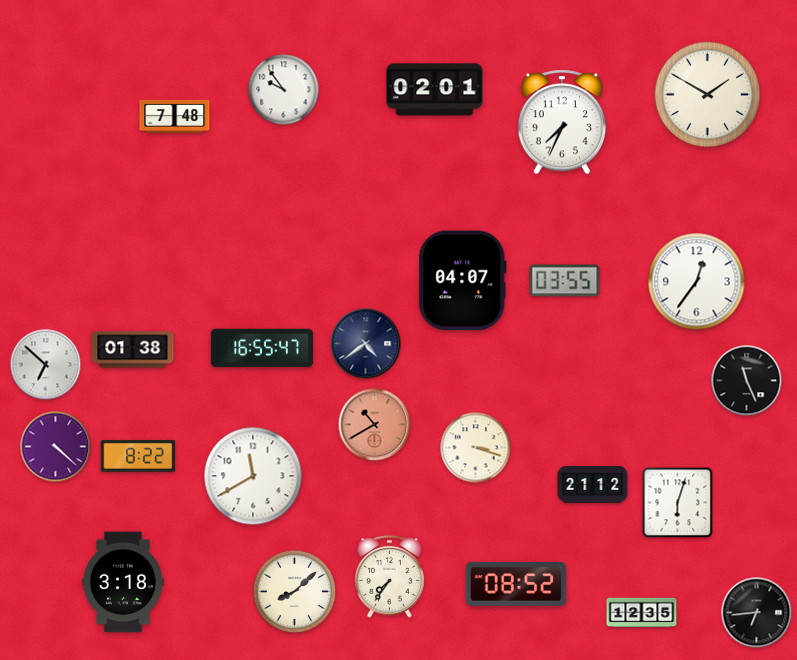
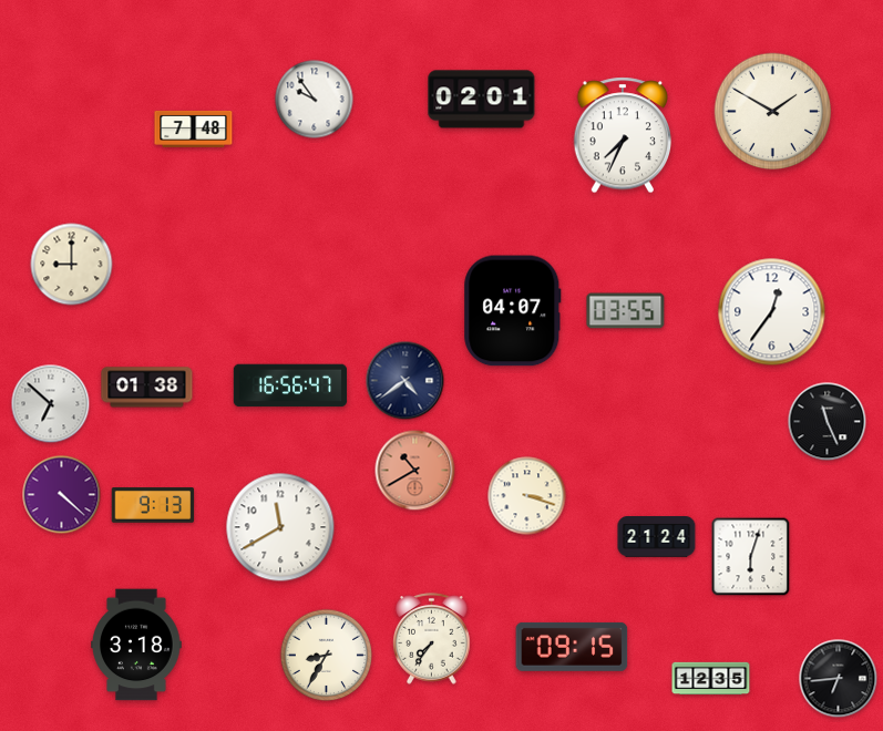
clock at (708, 95) position: (708, 95) -> (773, 112)
clock at (72, 265): none -> 9:00
clock at (262, 348): 16:55 -> 16:56
clock at (138, 457): 8:22 -> 9:13
clock at (593, 485): 21:12 -> 21:24
clock at (516, 584): 08:52 -> 09:15
clock at (295, 592): 8:08 -> 8:35
